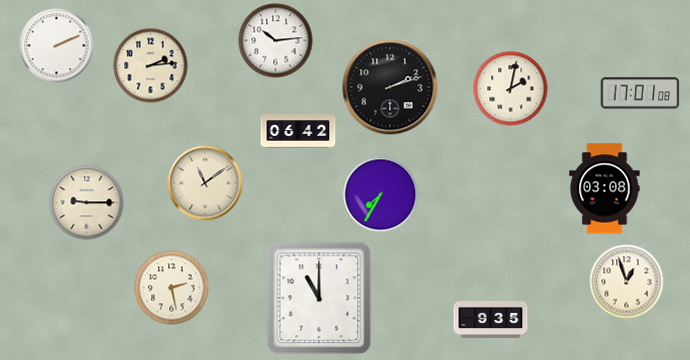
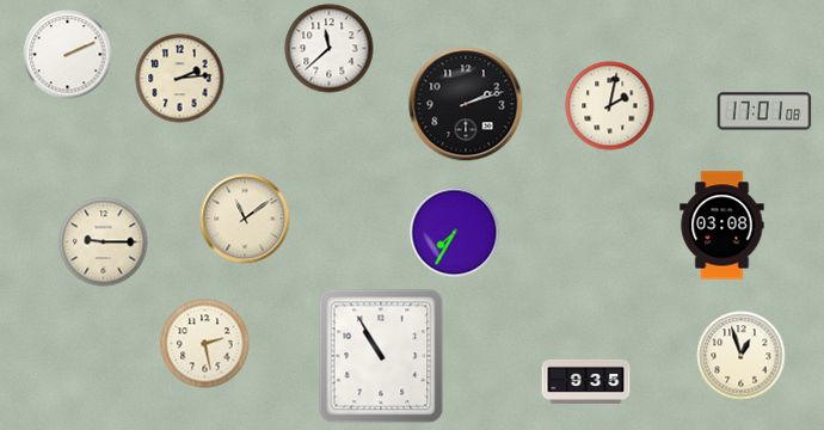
clock at (276, 41): 10:14 -> 11:38
clock at (298, 131): 06:42 -> none
clock at (627, 282) position: (627, 282) -> (742, 356)
clock at (319, 298): 11:00 -> 10:55
